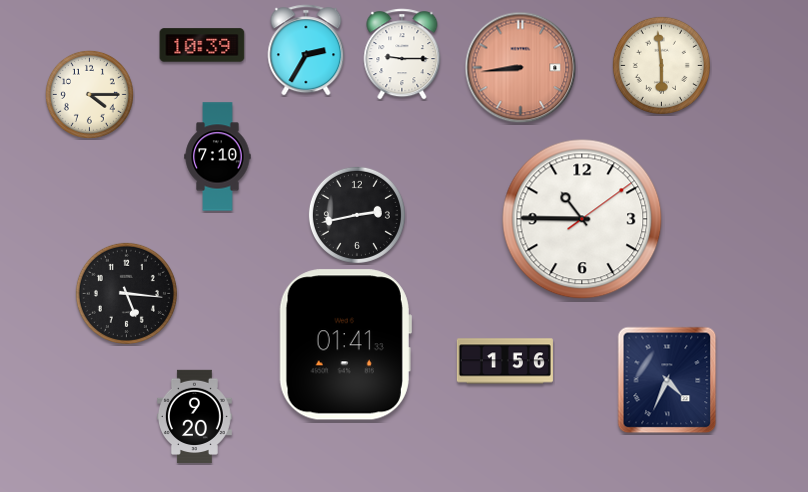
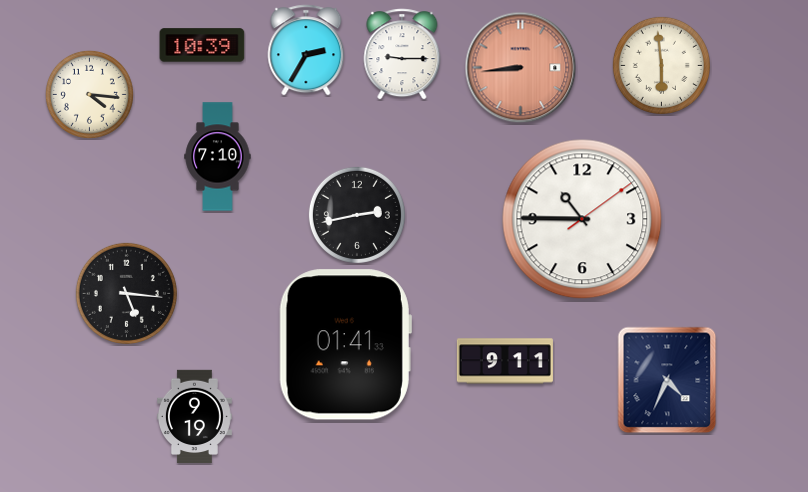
clock at (89, 94): 4:15 -> 4:16
clock at (505, 361): 1:56 -> 9:11
clock at (194, 417): 9:20 -> 9:19
